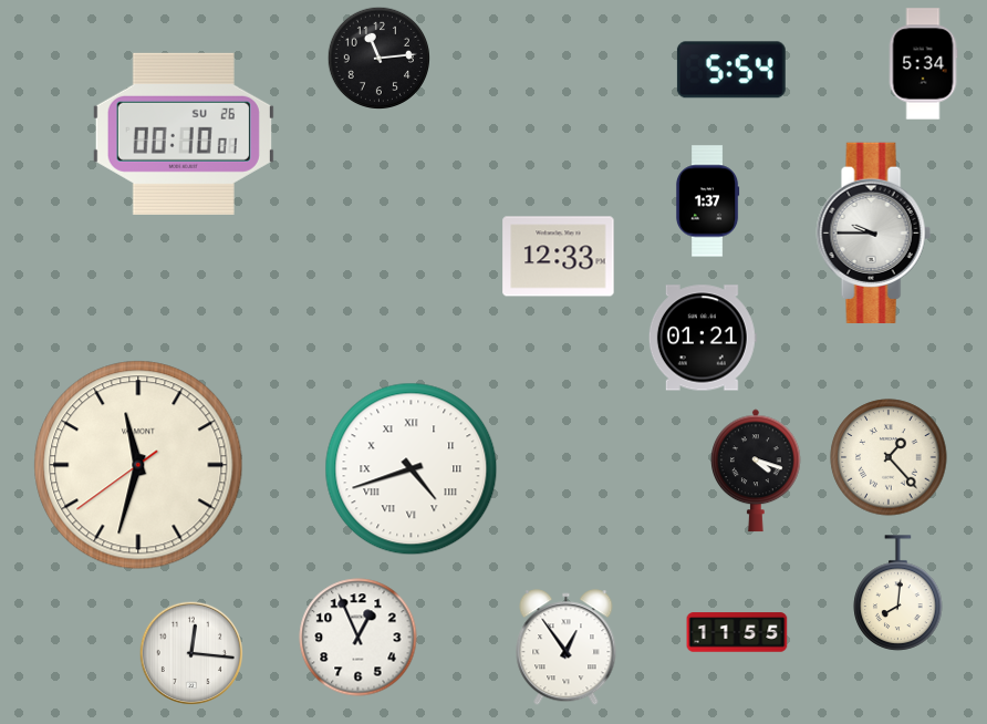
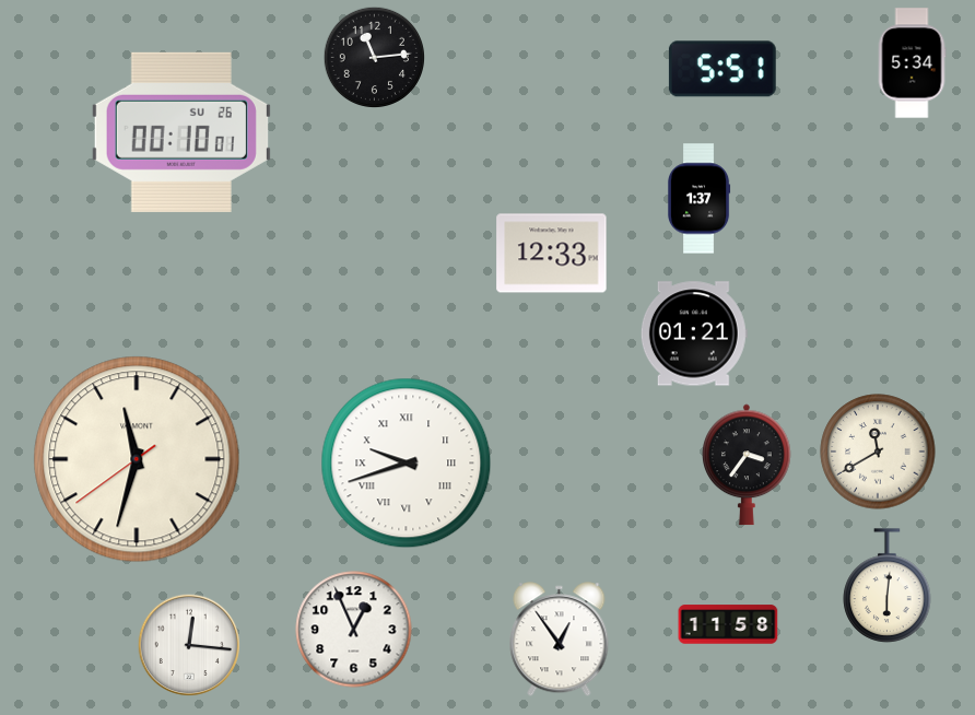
clock at (731, 70): 5:54 -> 5:51
clock at (873, 232): 9:45 -> none
clock at (889, 457): 1:23 -> 11:40
clock at (412, 469): 4:42 -> 9:42
clock at (757, 470): 4:18 -> 3:36
clock at (898, 593): 8:01 -> 6:01
clock at (737, 632): 11:55 -> 11:58
